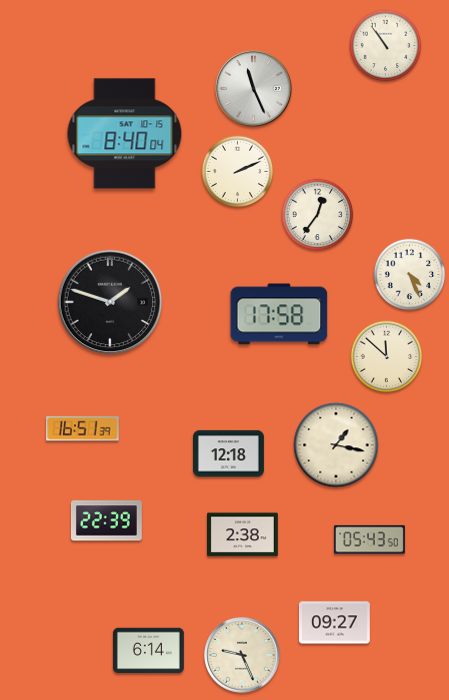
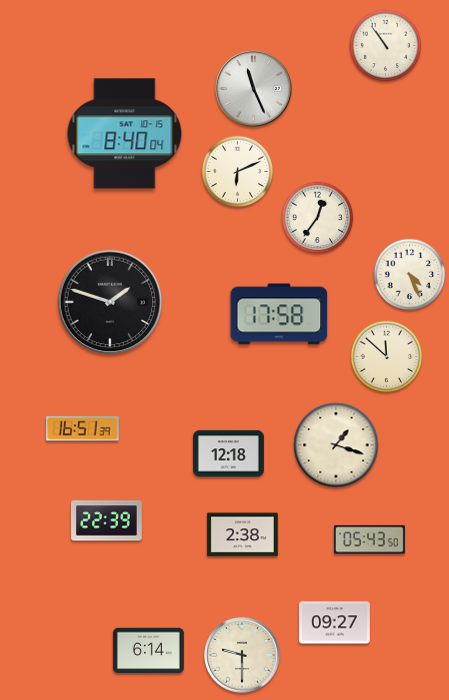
clock at (238, 172): 2:11 -> 6:11
clock at (318, 215) position: (318, 215) -> (318, 218)
clock at (336, 445): 1:17 -> 1:18
clock at (242, 655): 9:26 -> 9:30
